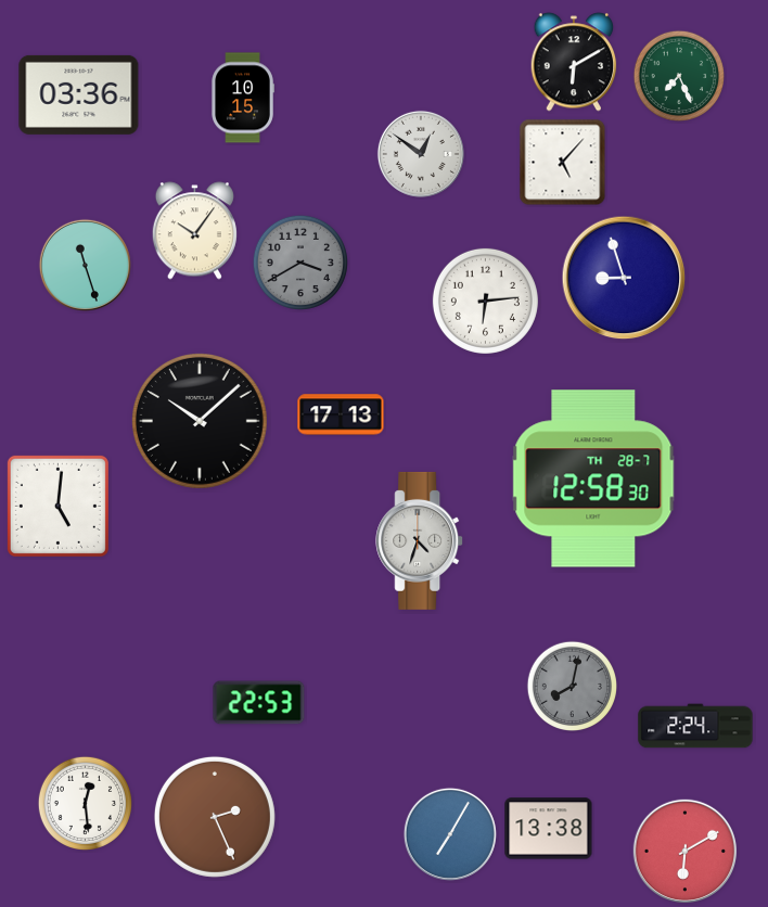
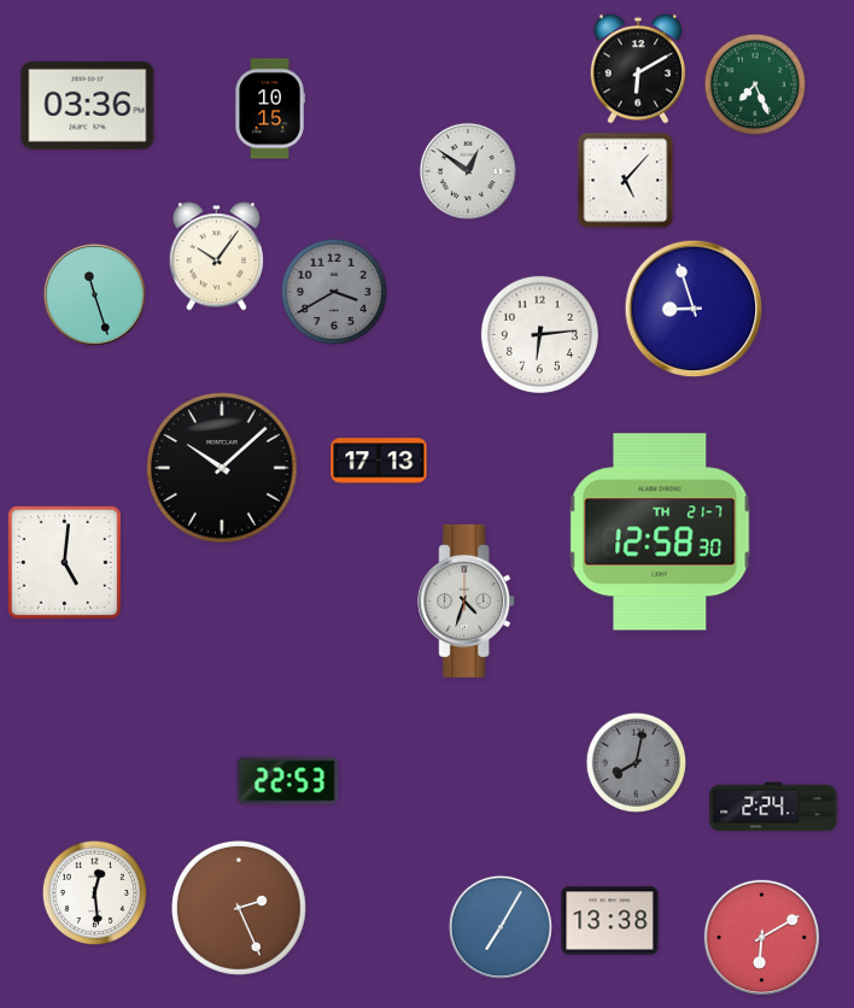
clock at (593, 478) date: TH 28-7 -> TH 21-7
clock at (684, 851) position: (684, 851) -> (761, 937)
